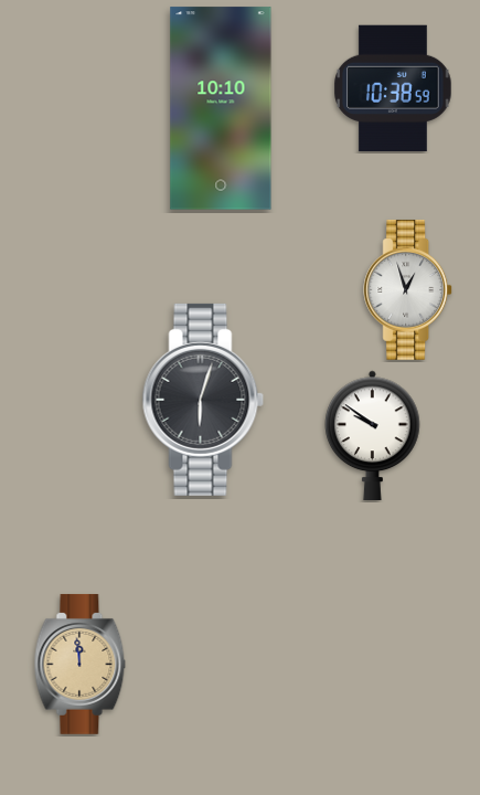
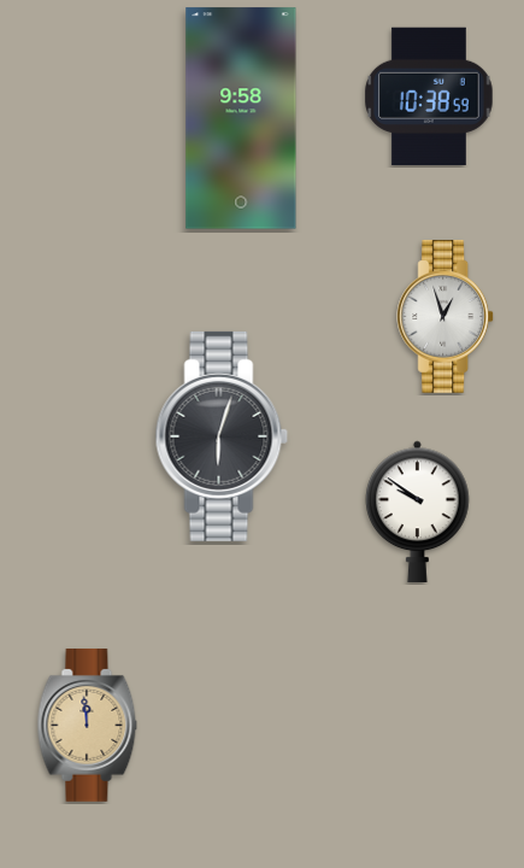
clock at (221, 108): 10:10 -> 9:58
clock at (373, 435) position: (373, 435) -> (418, 511)
